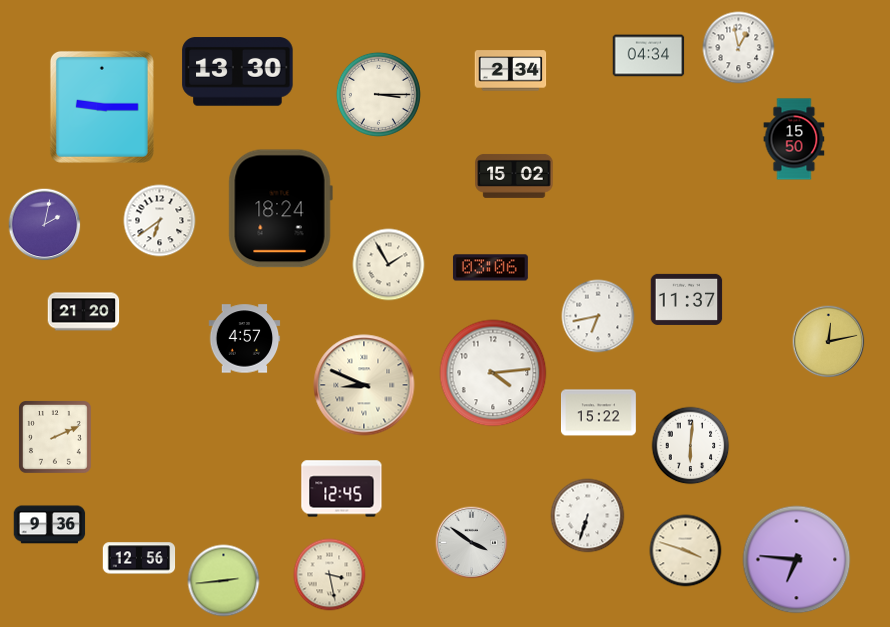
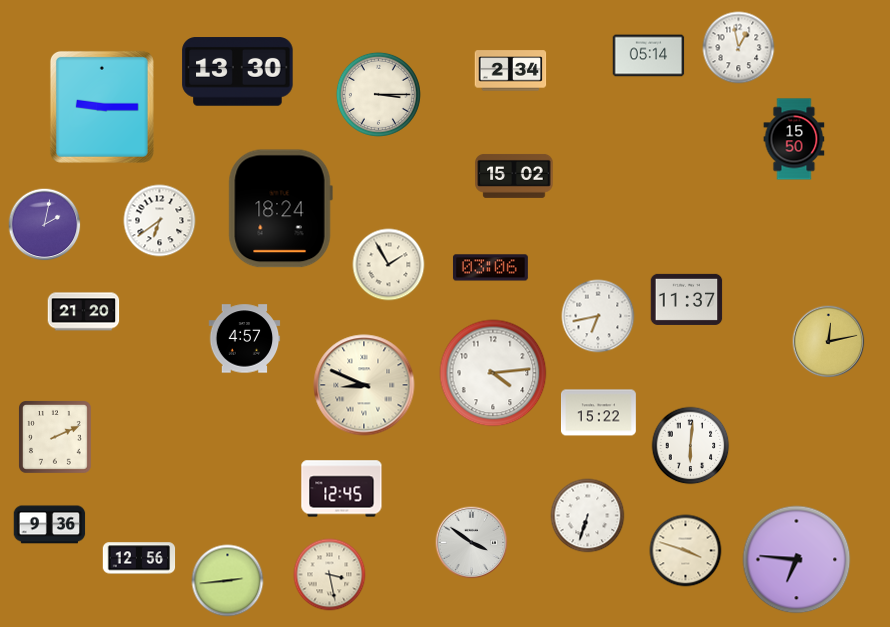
clock at (649, 56): 04:34 -> 05:14
clock at (224, 581) position: (224, 581) -> (228, 581)
